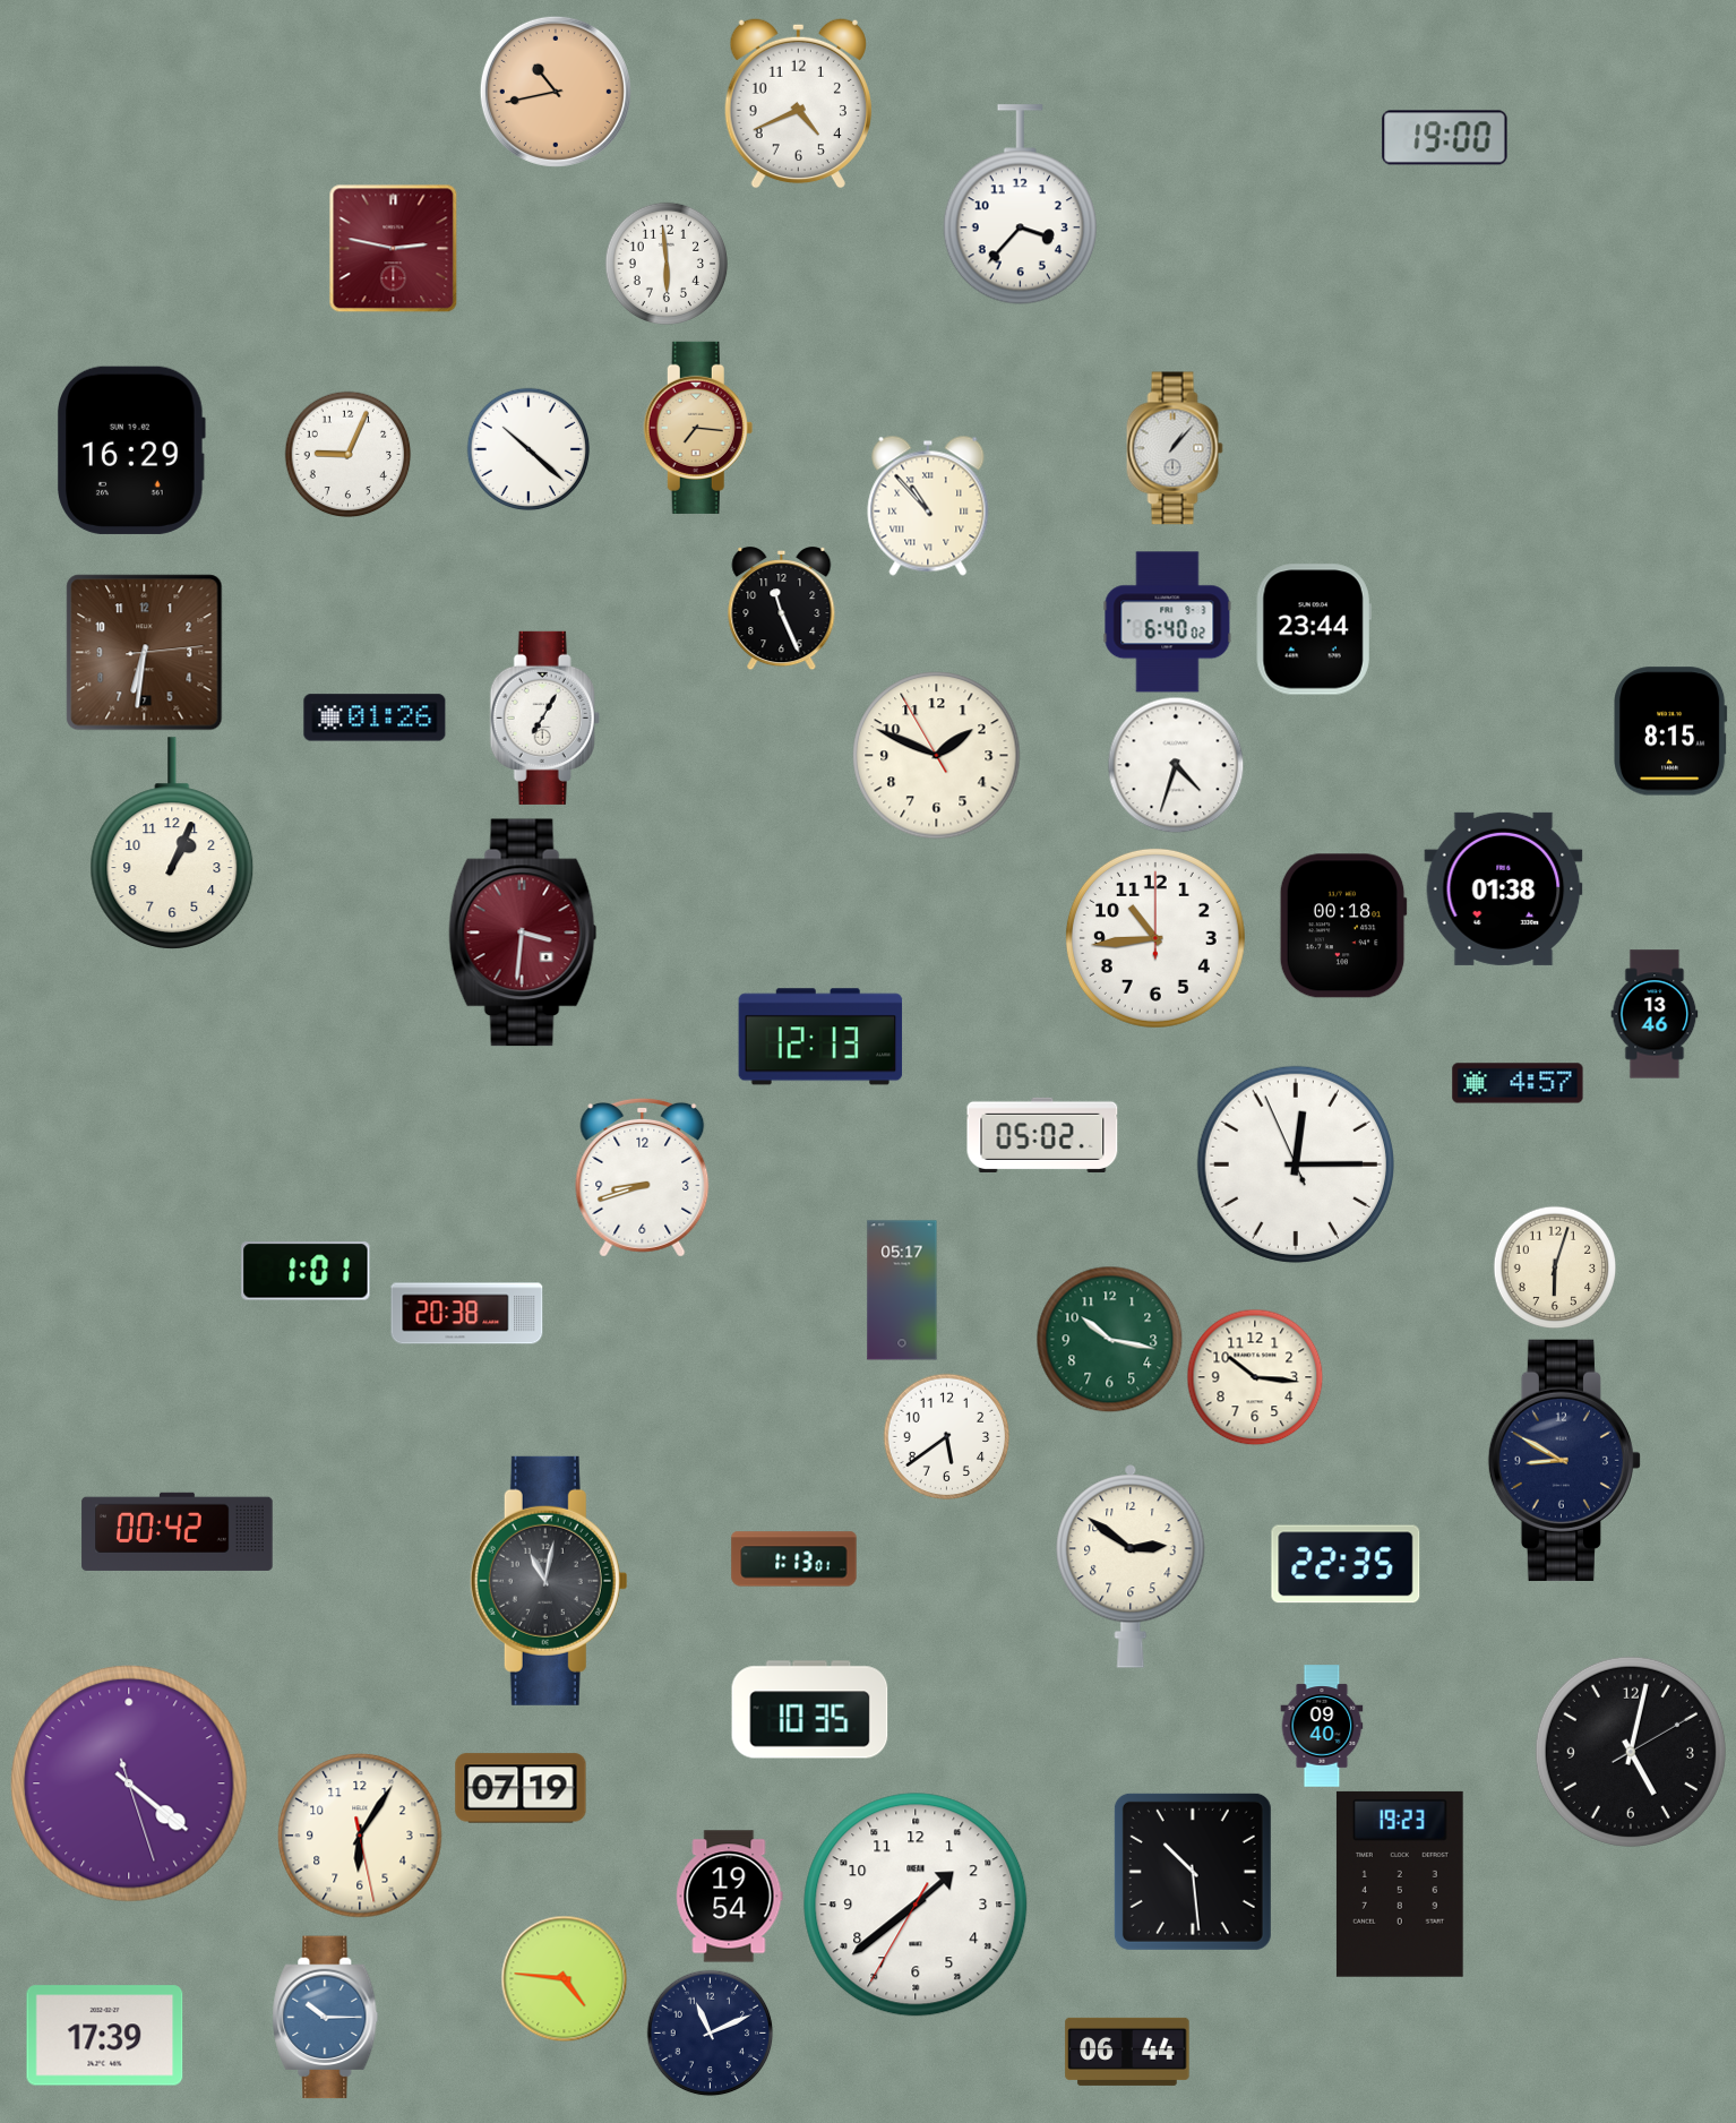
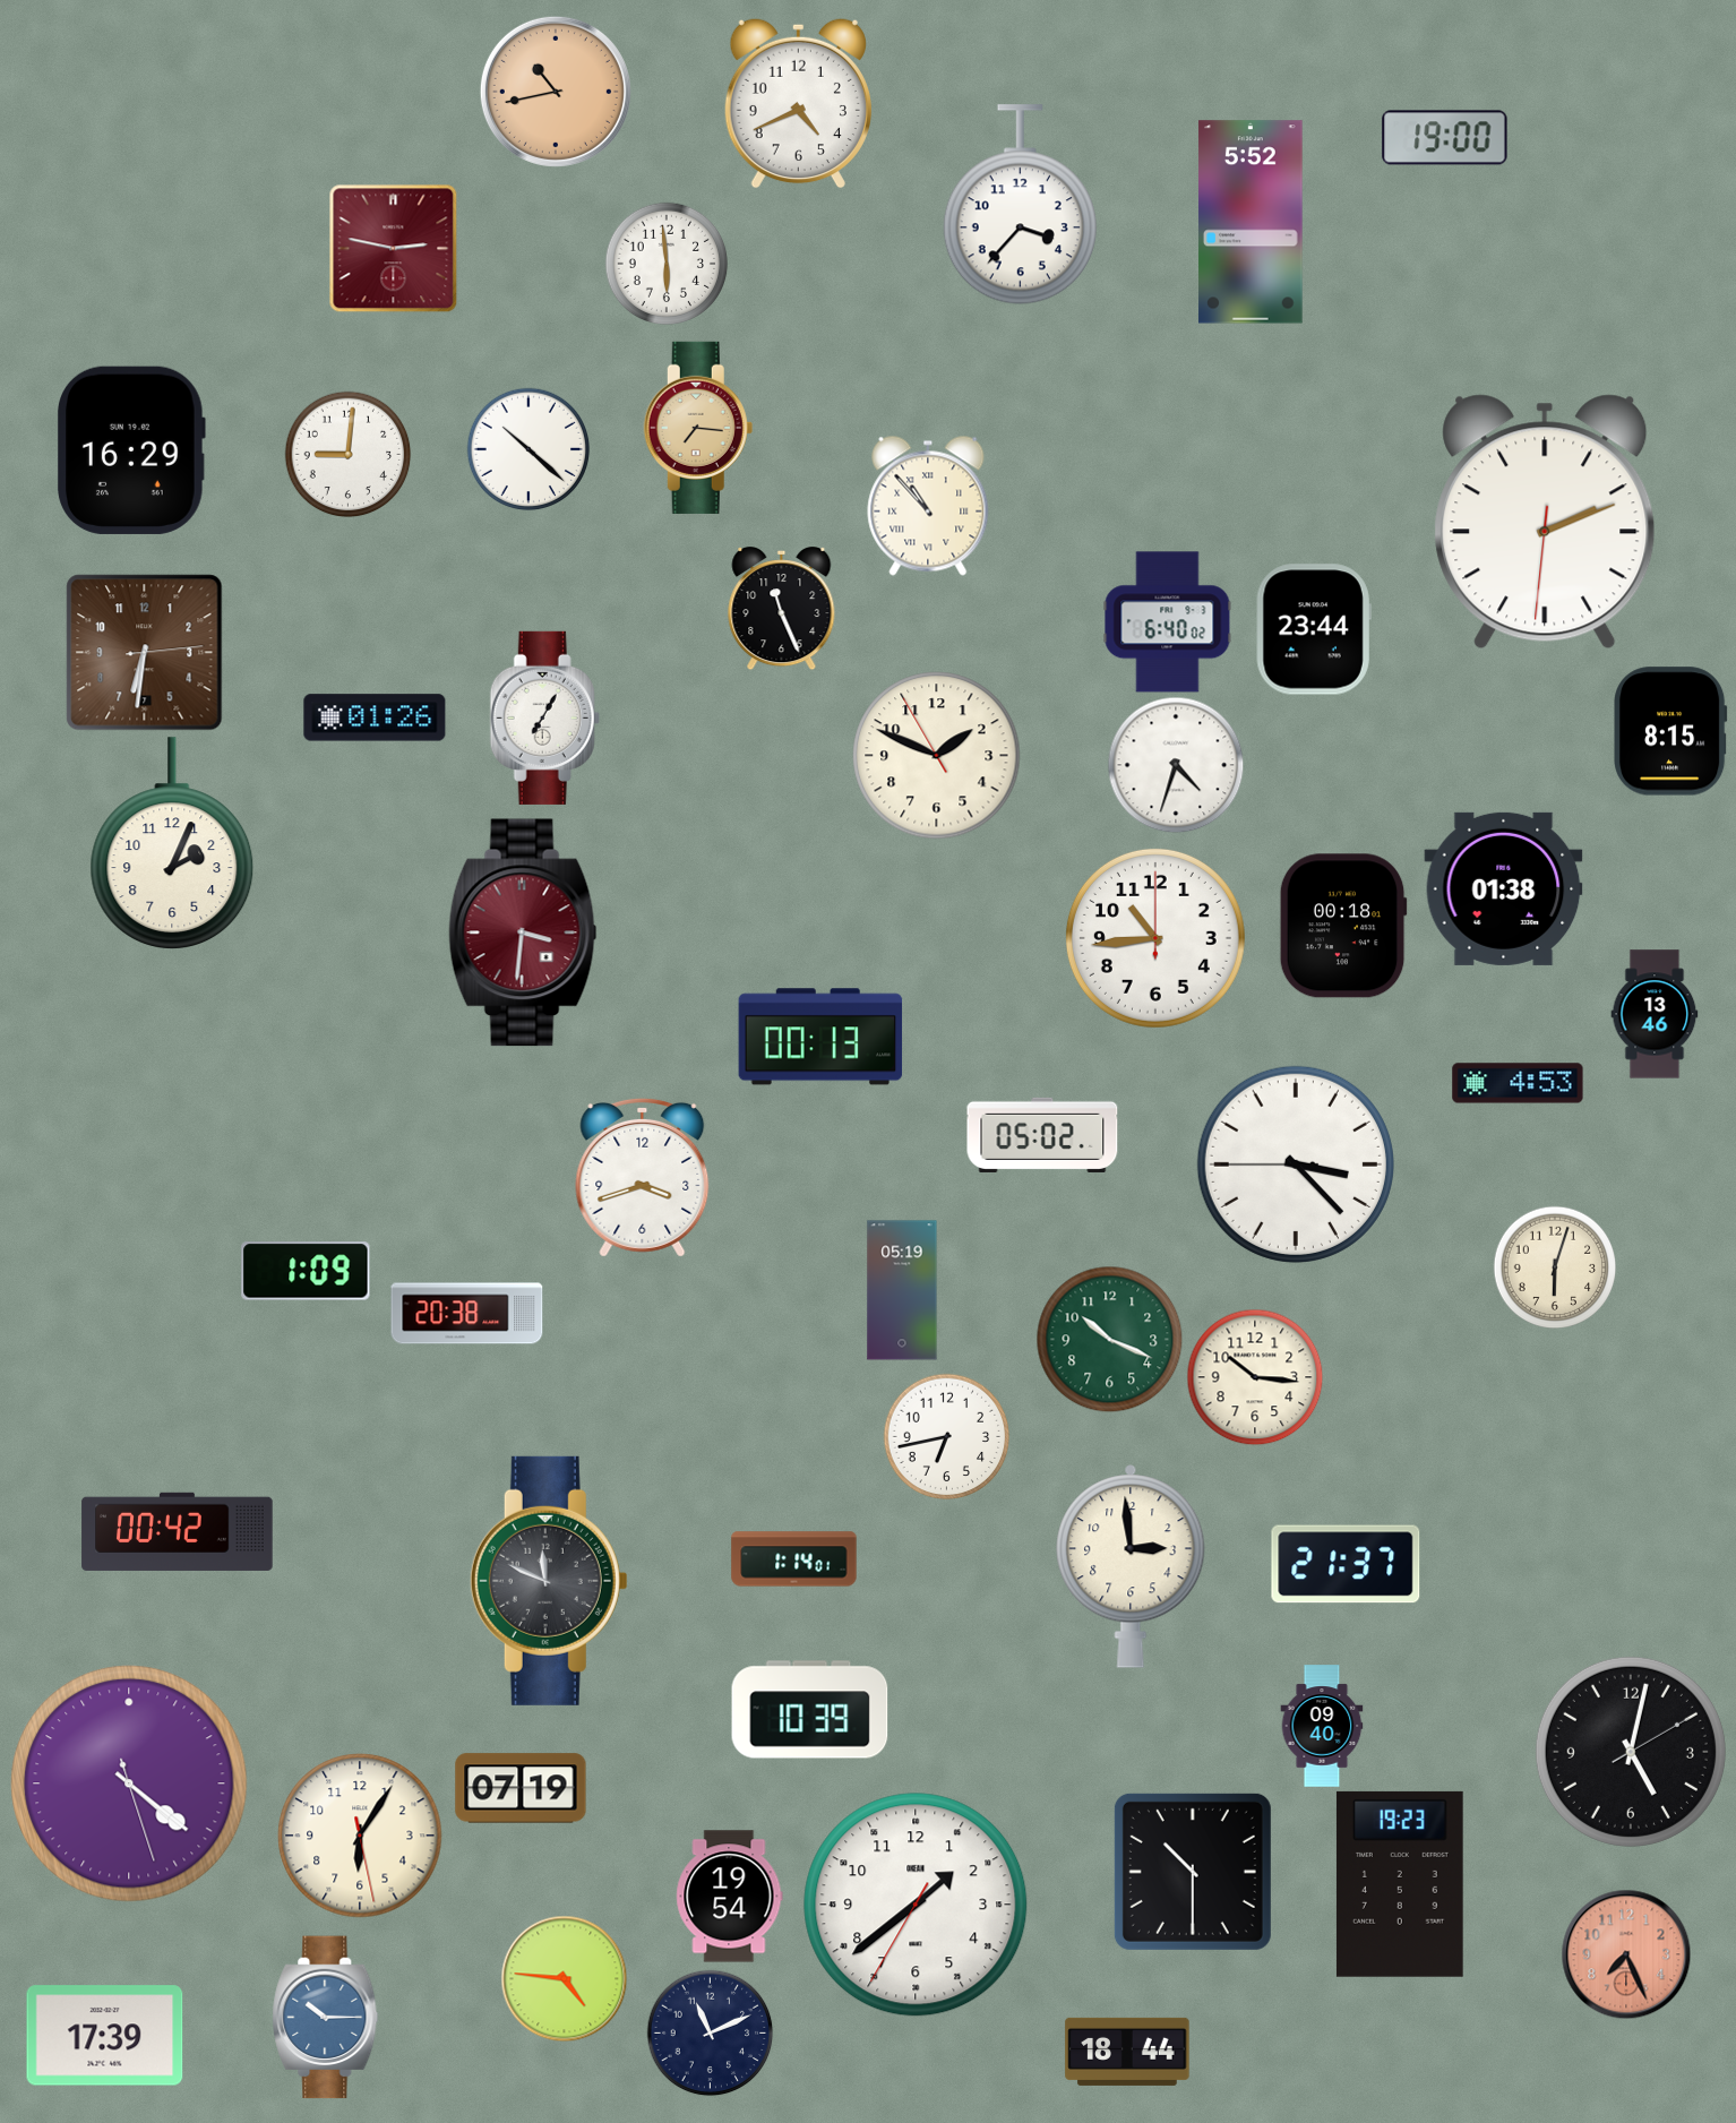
clock at (1251, 222): none -> 5:52
clock at (1175, 448): 1:07 -> none
clock at (347, 454): 9:04 -> 9:01
clock at (1545, 522): none -> 2:11
clock at (172, 843): 1:04 -> 2:04
clock at (820, 1037): 12:13 -> 00:13
clock at (1518, 1083): 4:57 -> 4:53
clock at (1296, 1164): 12:14 -> 3:22
clock at (643, 1177): 8:42 -> 3:42
clock at (306, 1271): 1:01 -> 1:09
clock at (902, 1290): 05:17 -> 05:19
clock at (1109, 1339): 10:17 -> 10:19
clock at (946, 1436): 5:39 -> 6:43
clock at (1564, 1460): 8:50 -> none
clock at (794, 1559): 1:13 -> 1:14
clock at (1346, 1564): 22:35 -> 21:37
clock at (1131, 1566): 2:51 -> 2:59
clock at (549, 1581): 11:02 -> 11:49
clock at (810, 1710): 10:35 -> 10:39
clock at (1193, 1872): 10:29 -> 10:30
clock at (1626, 1954): none -> 7:26
clock at (1127, 2052): 06:44 -> 18:44
